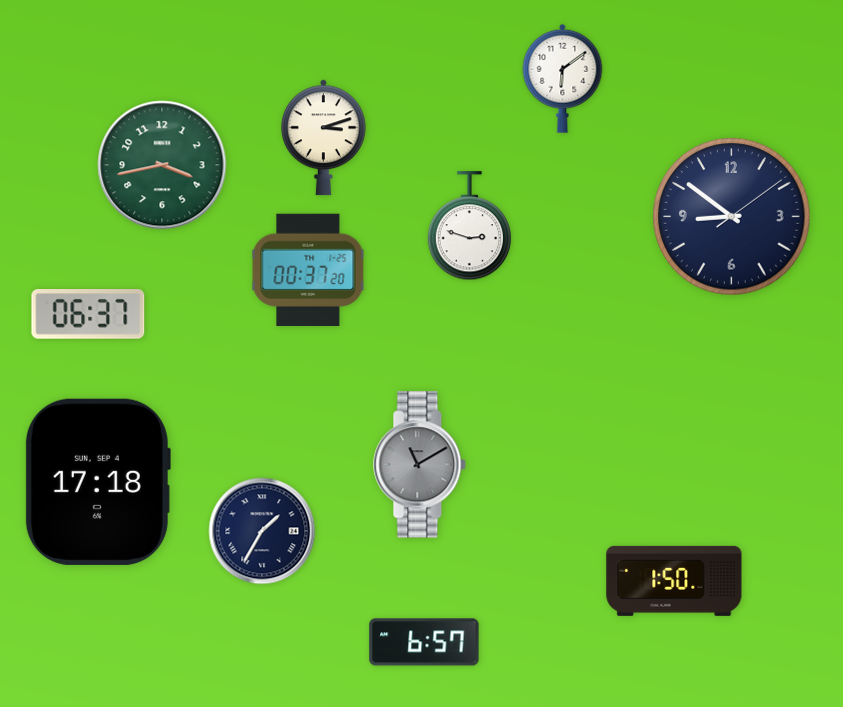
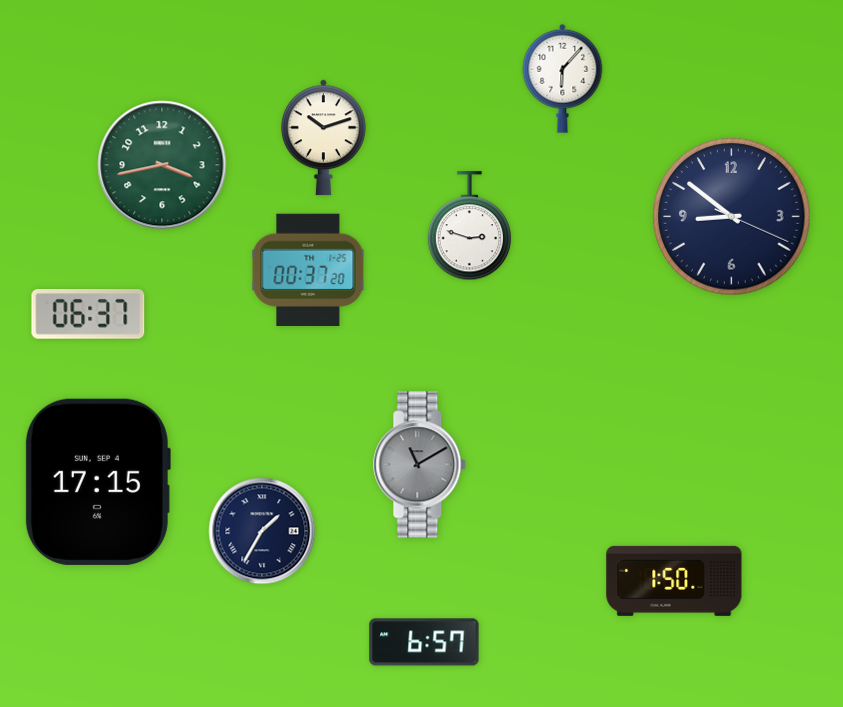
clock at (563, 78): 6:09 -> 6:07
clock at (323, 138): 3:12 -> 10:12
clock at (732, 217): 8:51:09 -> 8:51:19
clock at (98, 482): 17:18 -> 17:15
